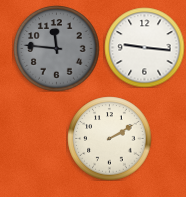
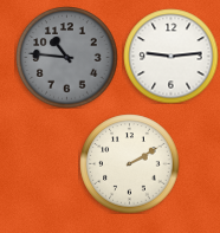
clock at (144, 47): 9:16 -> 9:14
clock at (56, 48): 11:46 -> 10:46
